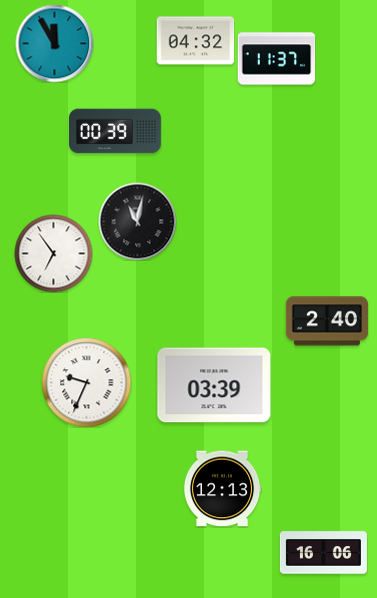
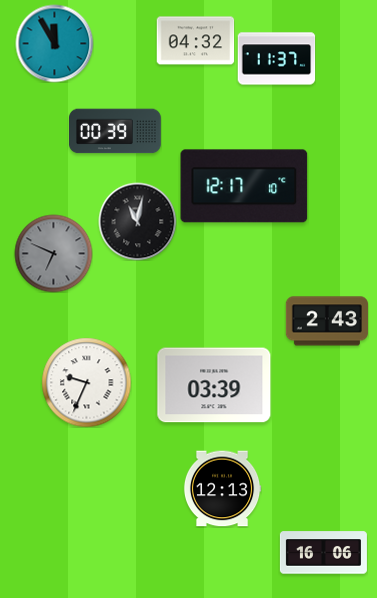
clock at (244, 186): none -> 12:17
clock at (53, 253): 6:54 -> 6:49
clock at (53, 253) dial: white -> grey
clock at (327, 321): 2:40 -> 2:43
